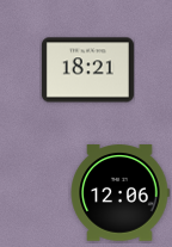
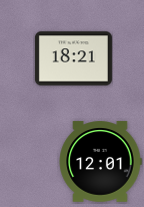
clock at (119, 193): 12:06 -> 12:01
